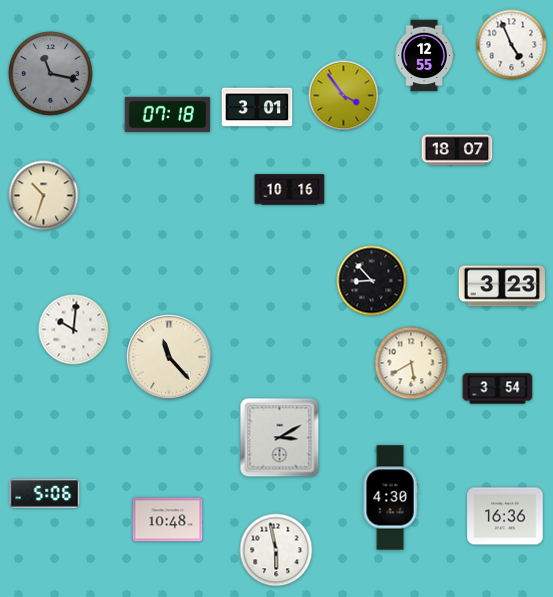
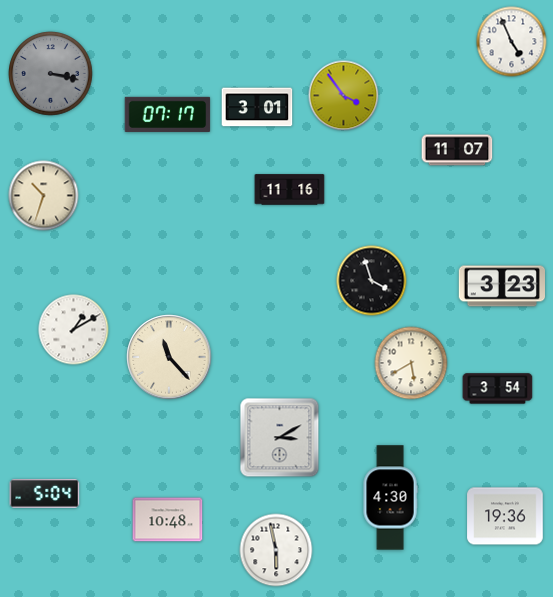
clock at (512, 45) position: (512, 45) -> (512, 42)
clock at (424, 56): 12:55 -> none
clock at (51, 74): 11:17 -> 3:17
clock at (168, 114): 07:18 -> 07:17
clock at (457, 150): 18:07 -> 11:07
clock at (290, 190): 10:16 -> 11:16
clock at (372, 281): 8:53 -> 3:57
clock at (74, 330): 10:01 -> 1:10
clock at (45, 494): 5:06 -> 5:04
clock at (505, 516): 16:36 -> 19:36
